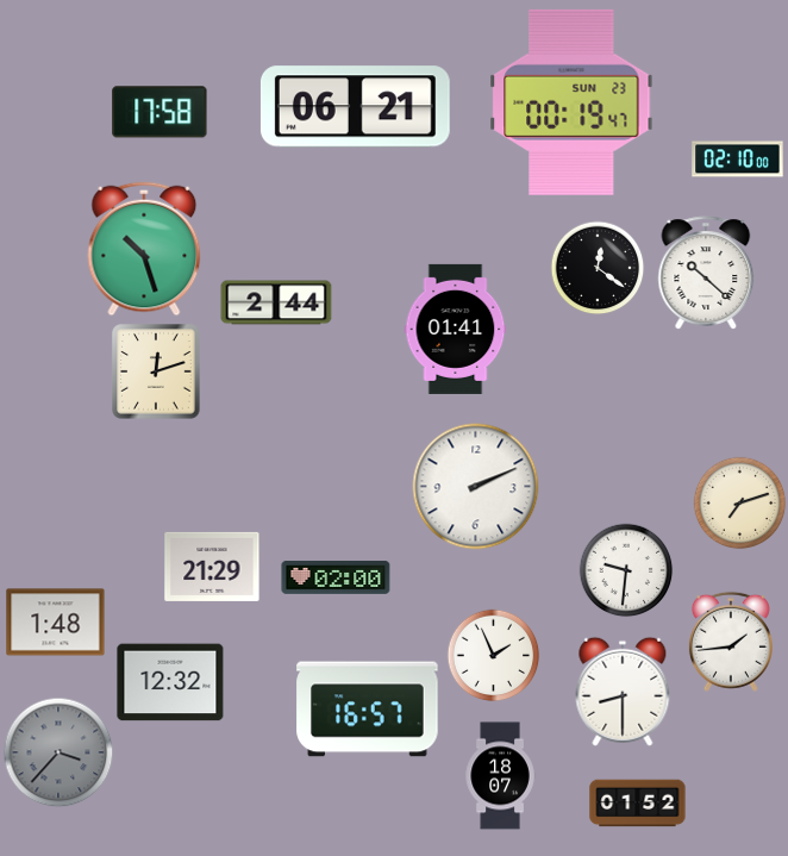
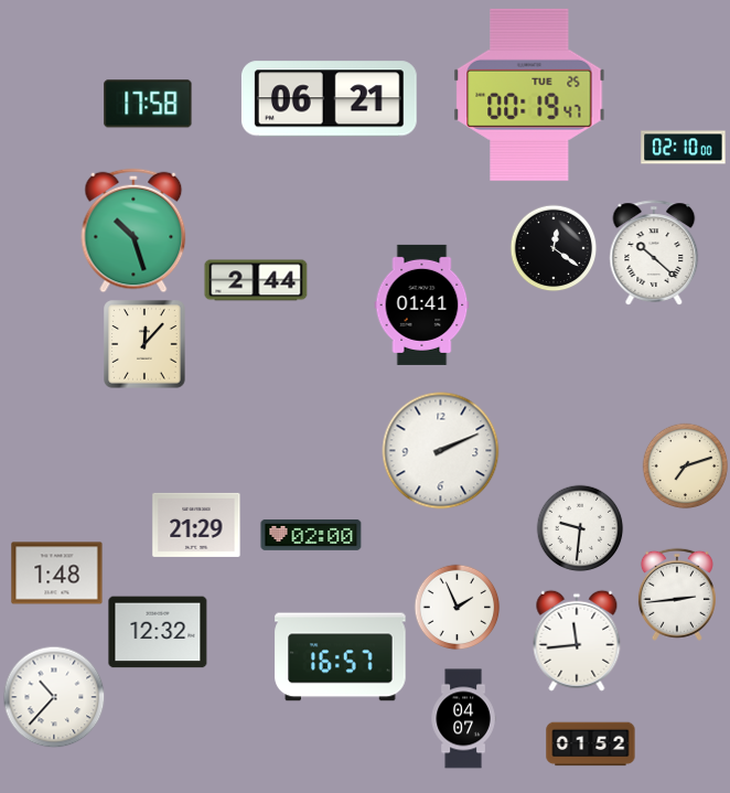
clock at (571, 102) date: SUN 23 -> TUE 25
clock at (156, 371): 12:12 -> 12:07
clock at (56, 623) position: (56, 623) -> (57, 574)
clock at (731, 642): 1:44 -> 2:44
clock at (623, 692): 8:30 -> 11:44
clock at (58, 752): 3:37 -> 10:37
clock at (58, 752) dial: grey -> white
clock at (500, 776): 18:07 -> 04:07
